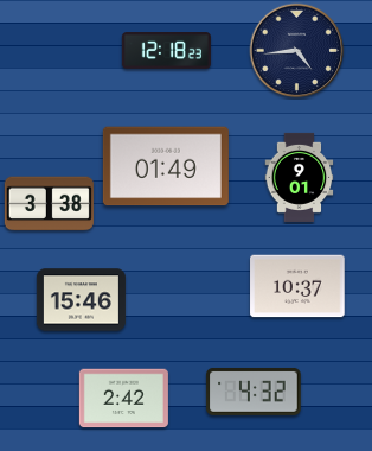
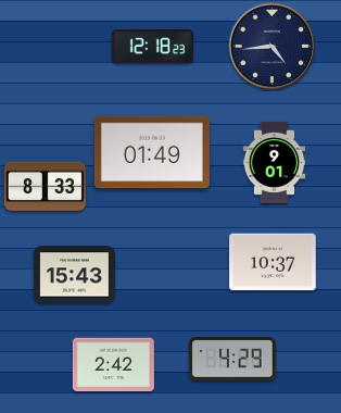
clock at (49, 204): 3:38 -> 8:33
clock at (81, 300): 15:46 -> 15:43
clock at (254, 392): 4:32 -> 4:29
